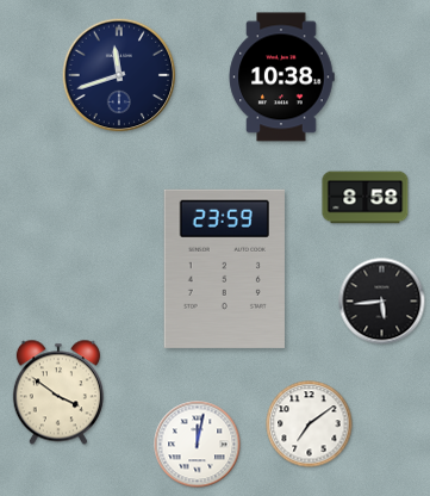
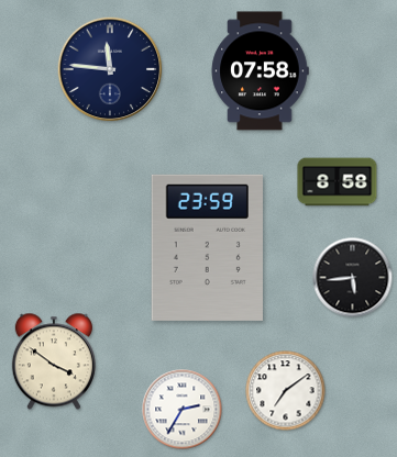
clock at (119, 75): 11:42 -> 11:46
clock at (281, 77): 10:38 -> 07:58
clock at (198, 445): 12:02 -> 2:35
